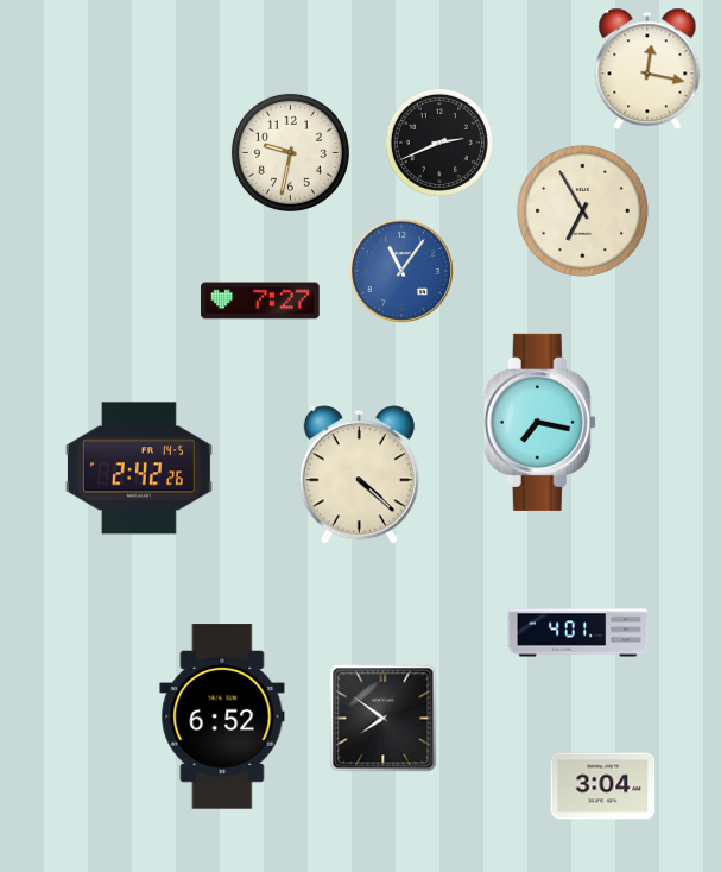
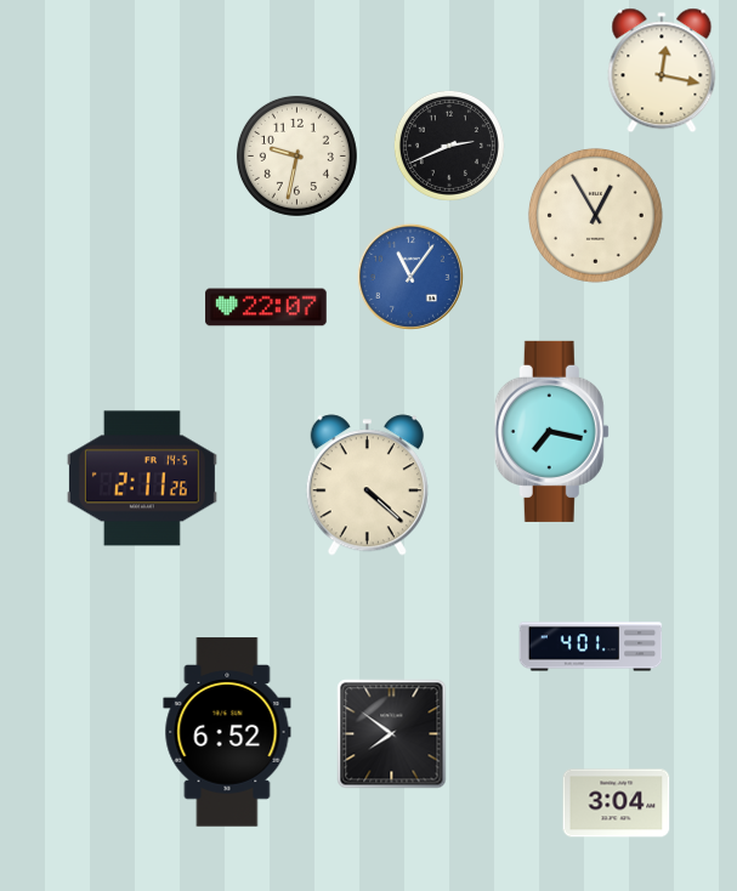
clock at (582, 210): 6:55 -> 12:55
clock at (260, 301): 7:27 -> 22:07
clock at (139, 468): 2:42 -> 2:11
